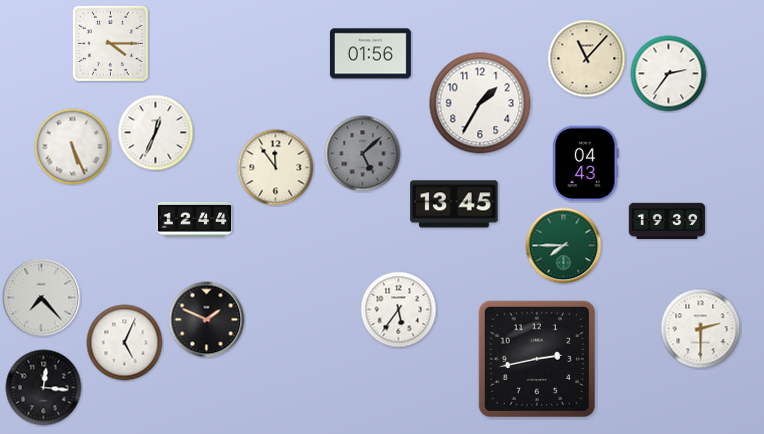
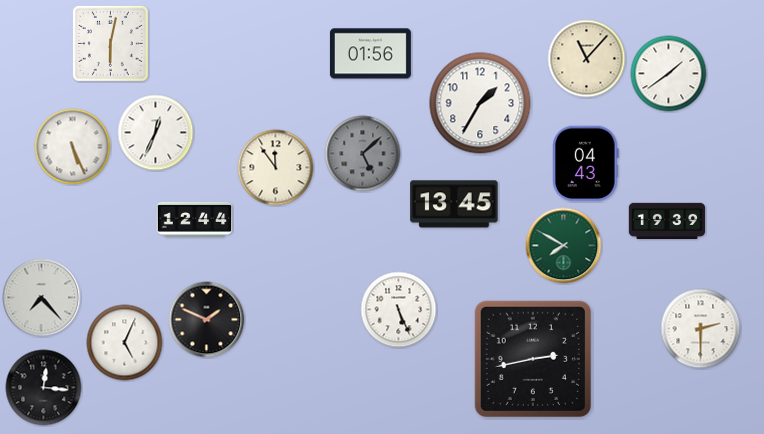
clock at (110, 43): 4:15 -> 6:02
clock at (669, 74): 2:36 -> 1:39
clock at (564, 246): 7:45 -> 7:50
clock at (399, 310): 5:36 -> 5:26
clock at (537, 359) position: (537, 359) -> (533, 359)
